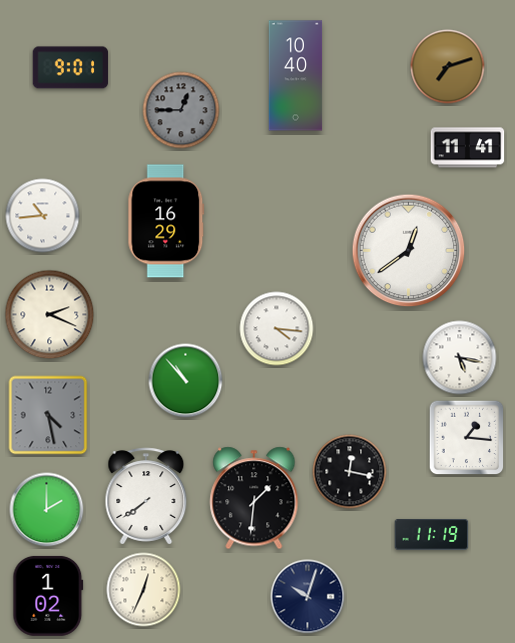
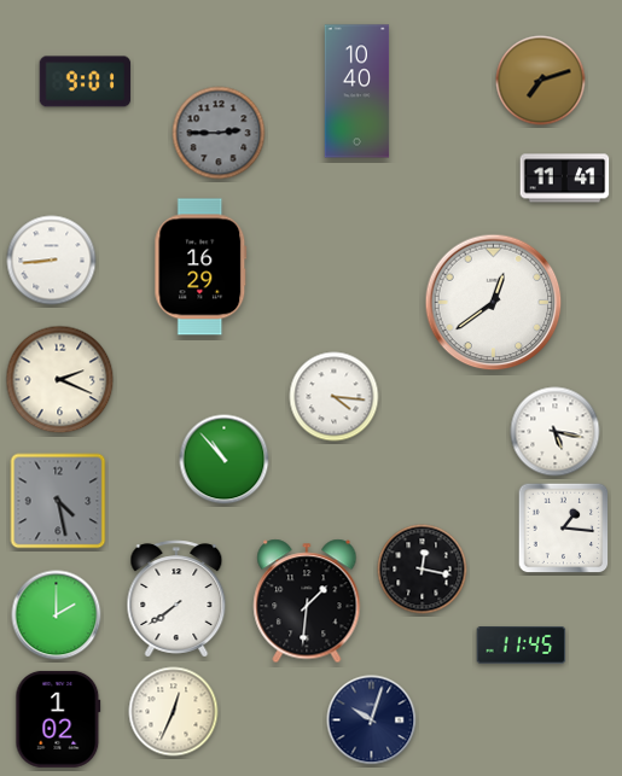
clock at (181, 110): 12:45 -> 2:45
clock at (43, 216): 10:44 -> 8:44
clock at (432, 535): 11:19 -> 11:45
